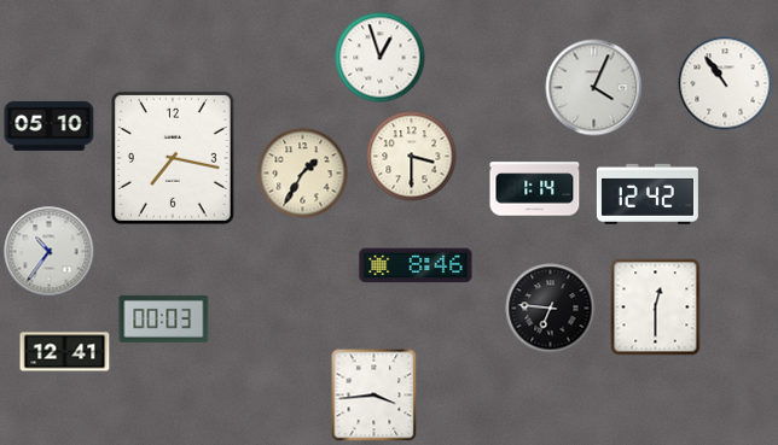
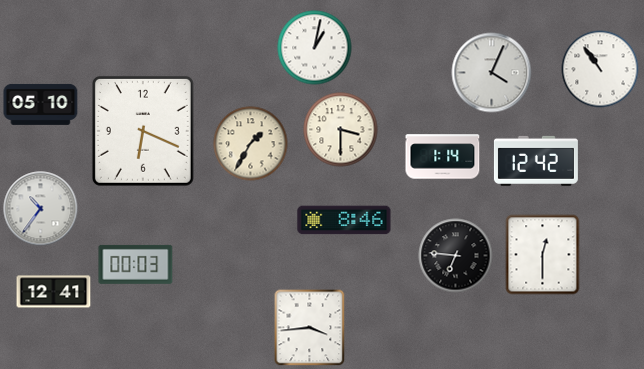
clock at (381, 58): 12:57 -> 1:02
clock at (173, 158): 7:17 -> 6:19
